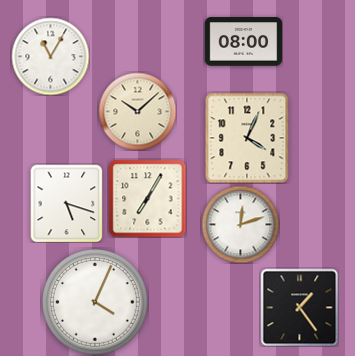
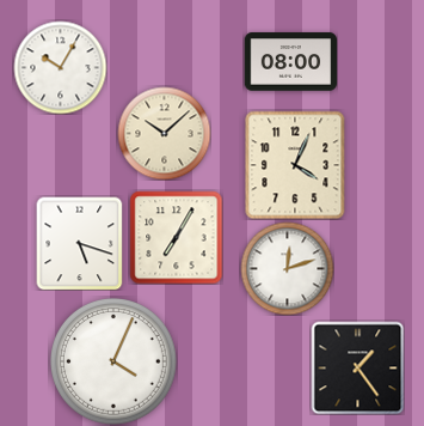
clock at (243, 42) position: (243, 42) -> (290, 62)
clock at (50, 56): 11:05 -> 10:05
